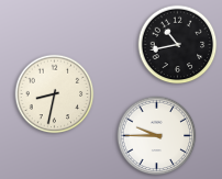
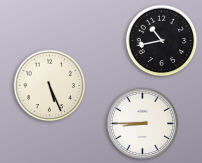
clock at (55, 94): 8:32 -> 5:26
clock at (157, 136): 9:45 -> 8:45
